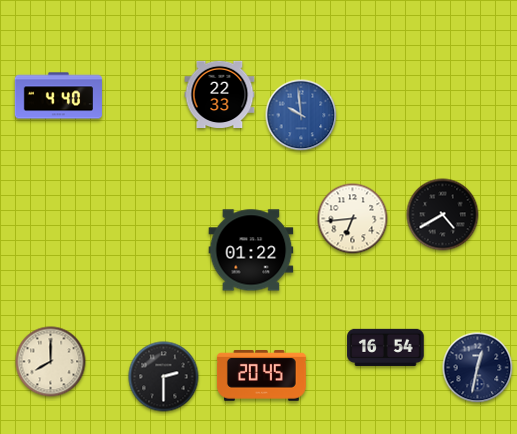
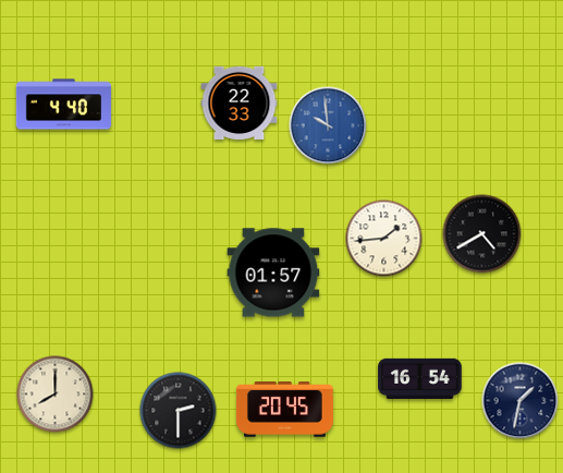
clock at (353, 219): 6:44 -> 1:44
clock at (251, 250): 01:22 -> 01:57
clock at (478, 368): 12:32 -> 1:32
